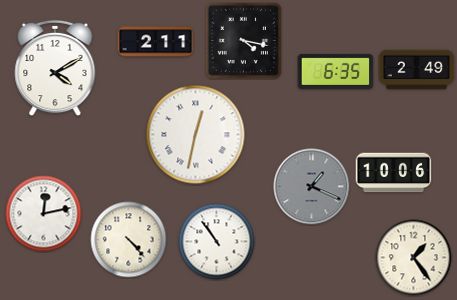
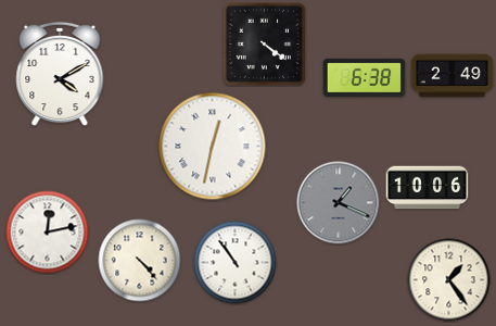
clock at (243, 40): 4:17 -> 4:21
clock at (156, 42): 2:11 -> none
clock at (336, 71): 6:35 -> 6:38
